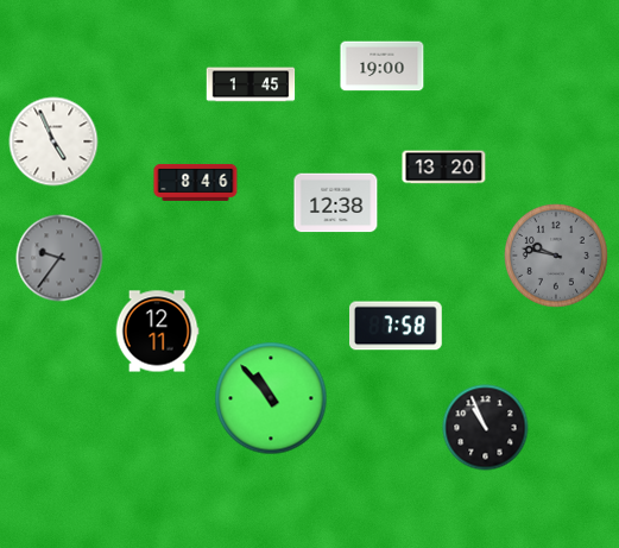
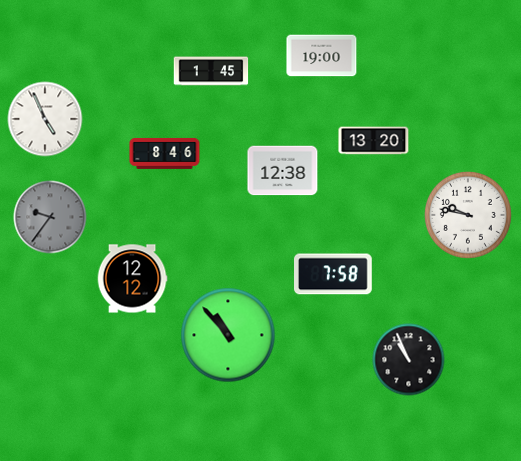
clock at (556, 256) dial: grey -> white
clock at (157, 332): 12:11 -> 12:12
